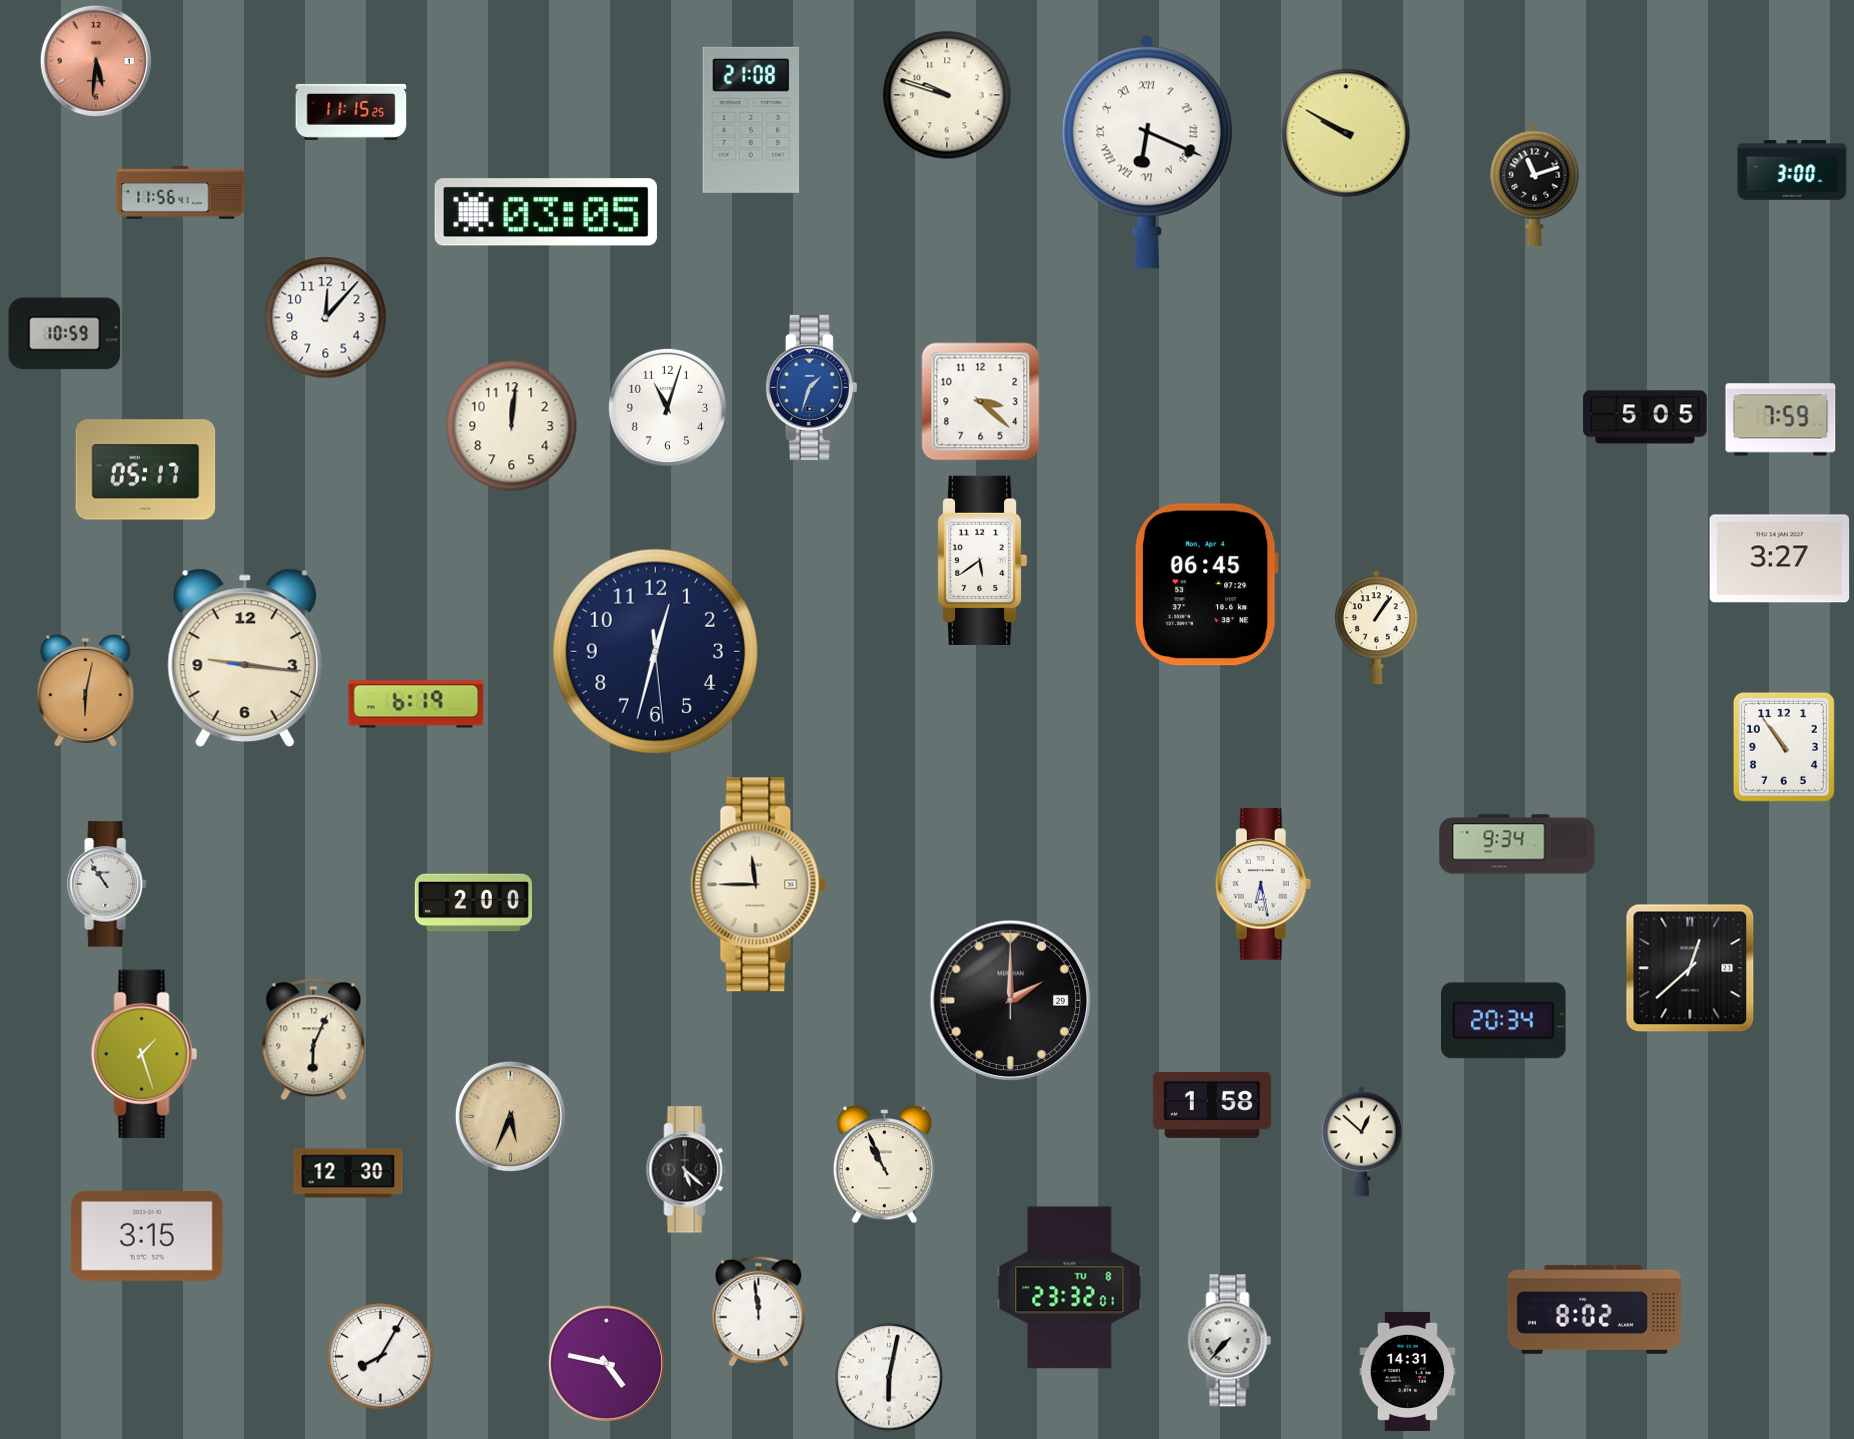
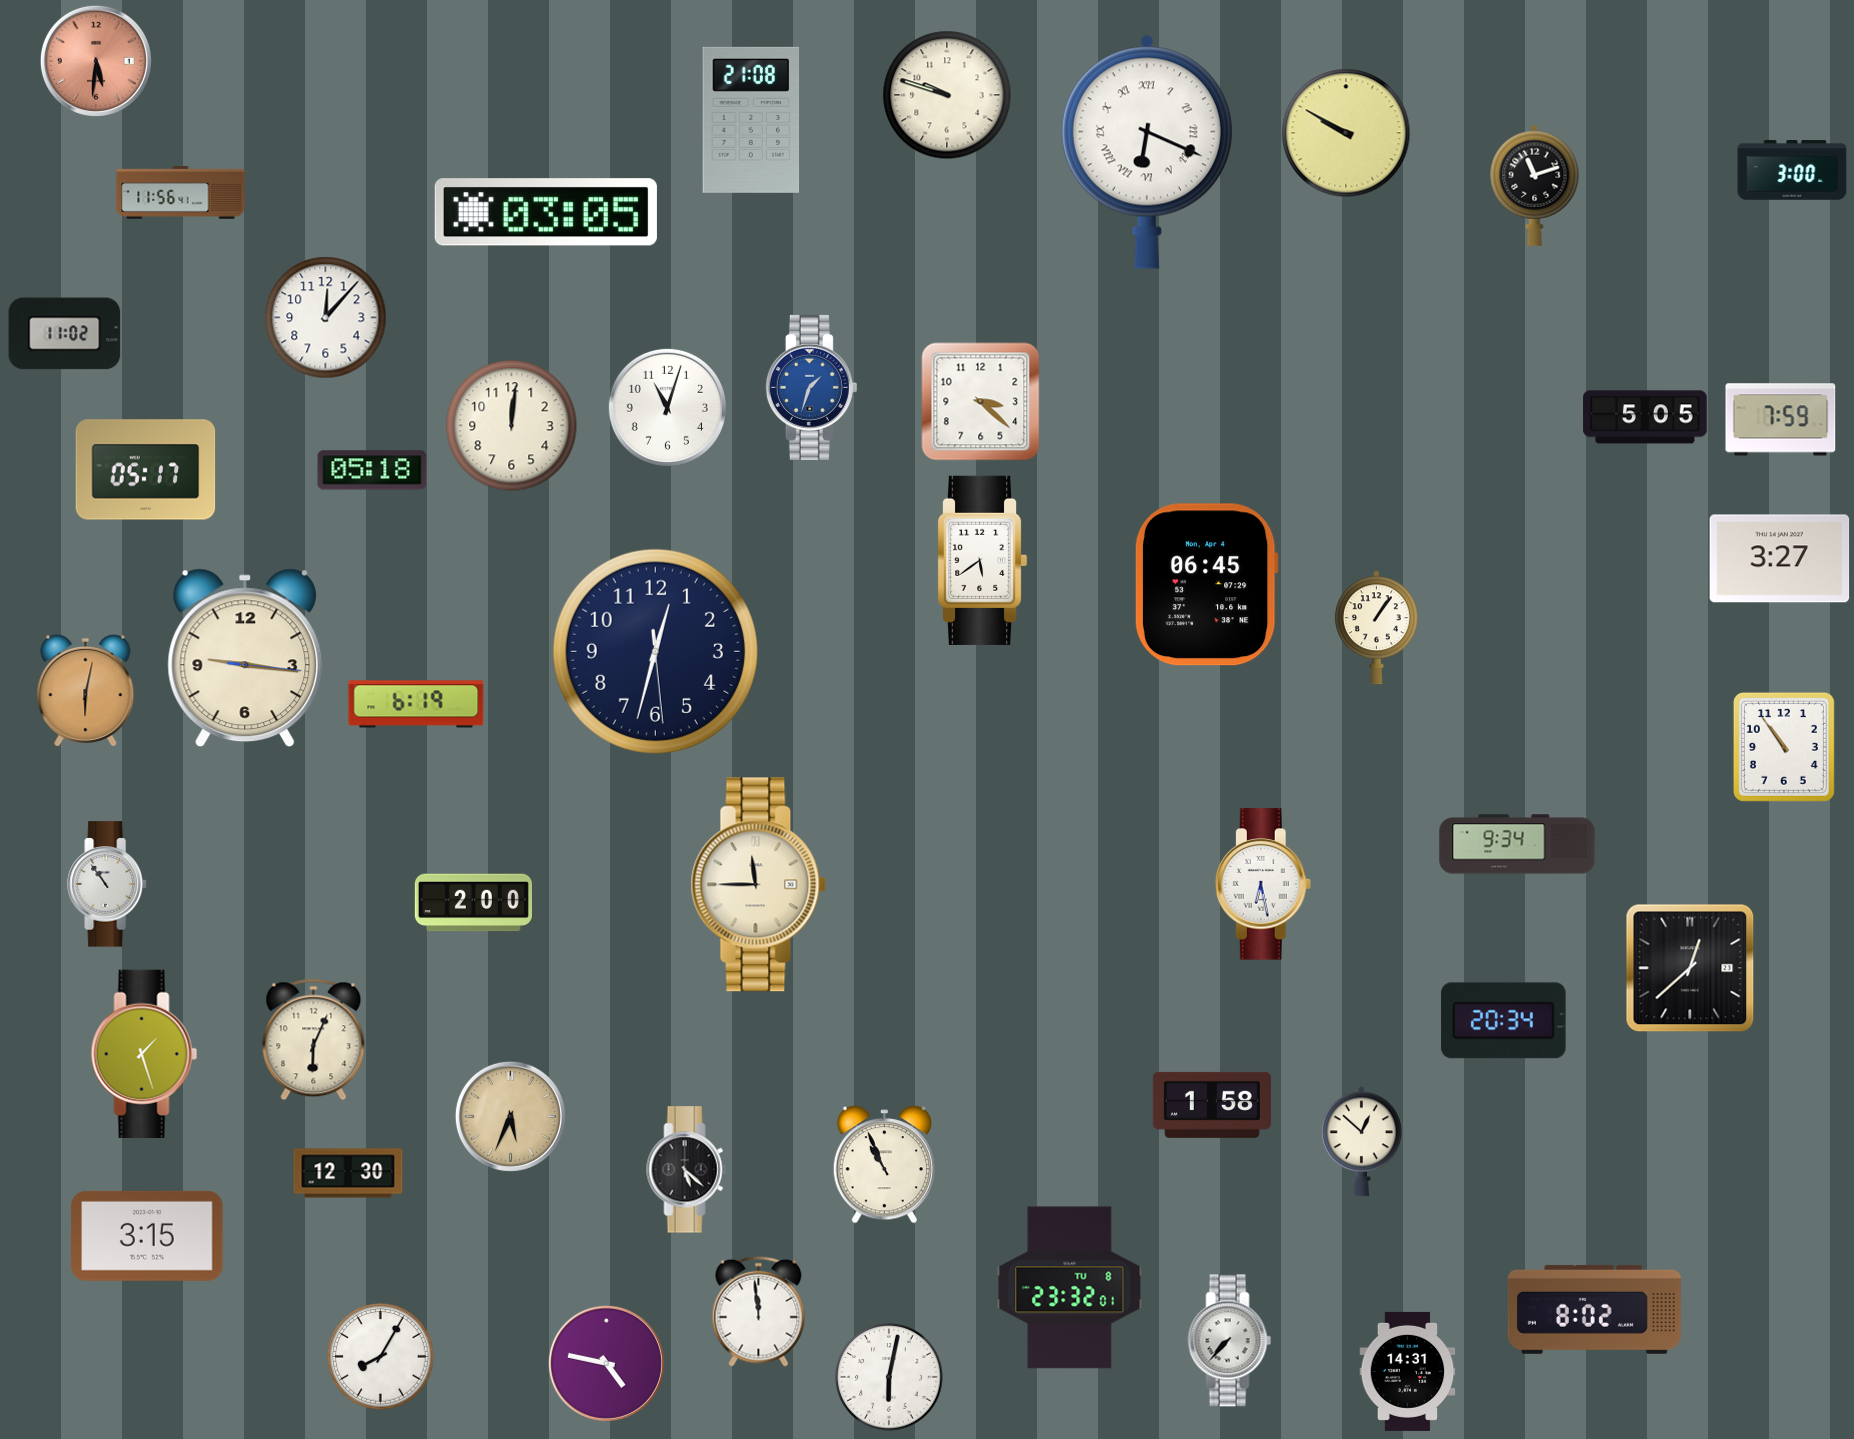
clock at (351, 112): 11:15 -> none
clock at (65, 334): 10:59 -> 11:02
clock at (372, 470): none -> 05:18
clock at (1011, 1001): 2:00 -> none
